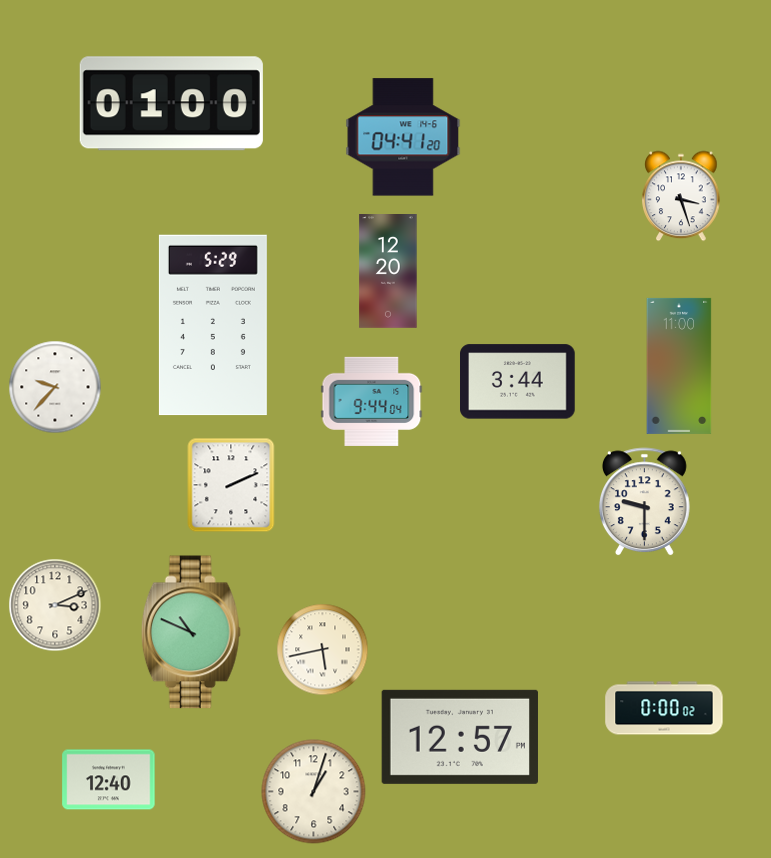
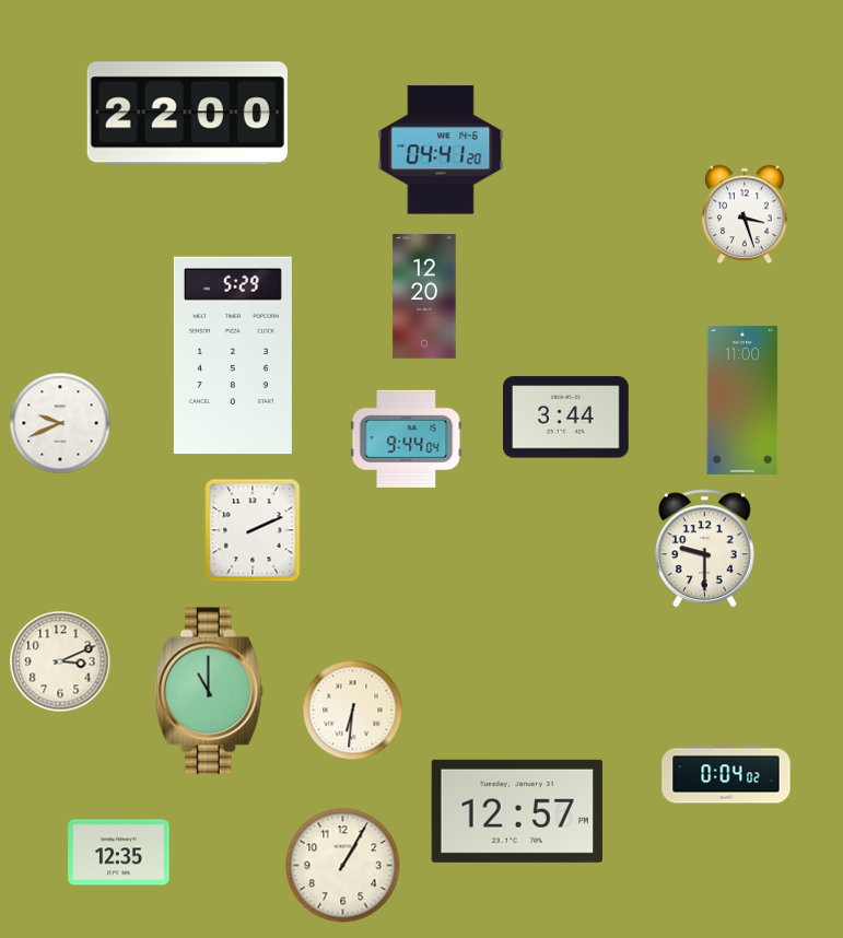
clock at (171, 104): 01:00 -> 22:00
clock at (55, 387): 9:37 -> 9:41
clock at (191, 632): 10:49 -> 11:00
clock at (323, 650): 5:43 -> 6:31
clock at (664, 708): 0:00 -> 0:04
clock at (460, 737) position: (460, 737) -> (517, 811)
clock at (109, 780): 12:40 -> 12:35
clock at (314, 792): 1:03 -> 1:05
